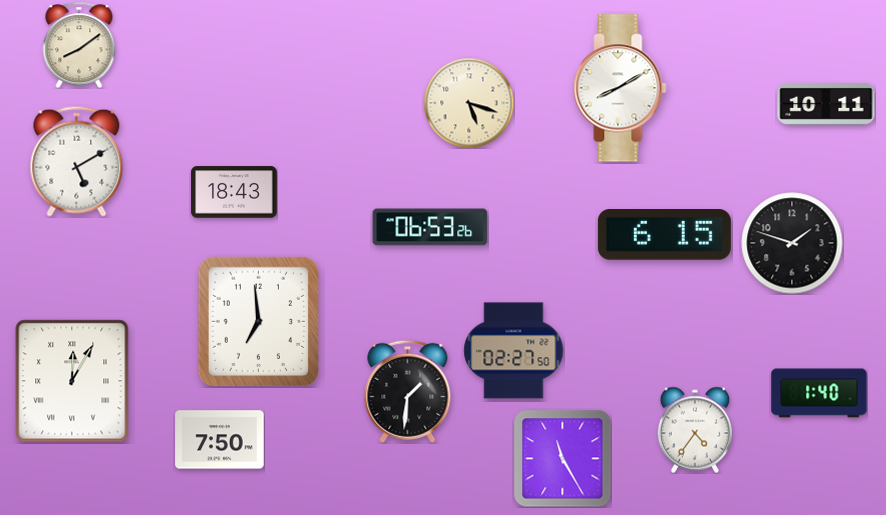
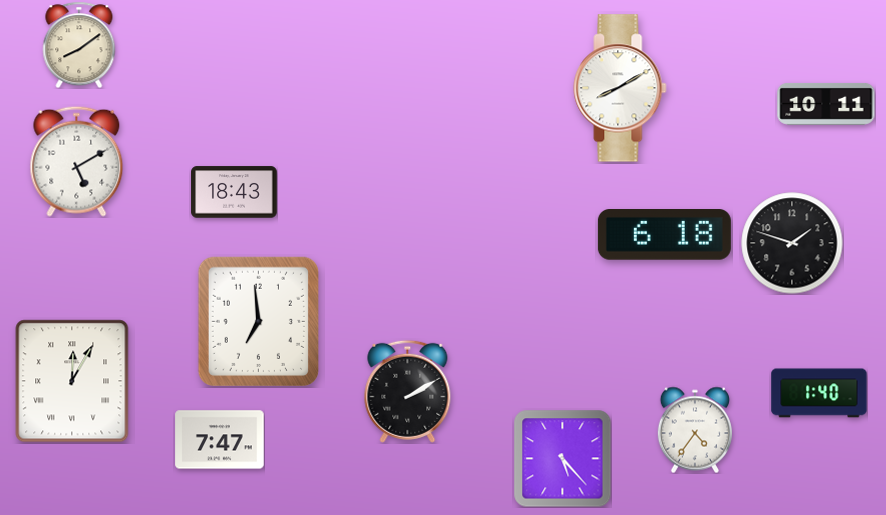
clock at (469, 103): 5:18 -> none
clock at (430, 227): 06:53 -> none
clock at (664, 235): 6:15 -> 6:18
clock at (514, 351): 02:27 -> none
clock at (408, 391): 1:31 -> 2:10
clock at (220, 440): 7:50 -> 7:47
clock at (563, 459): 11:25 -> 5:23
